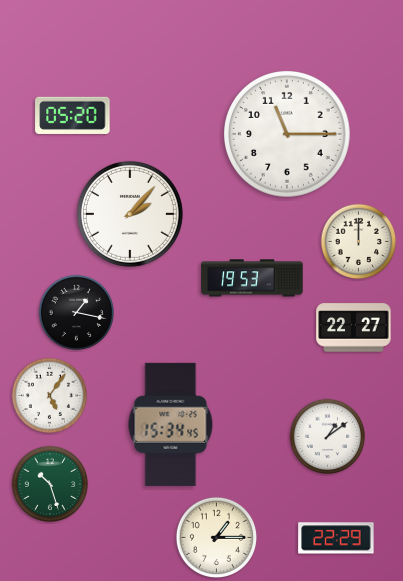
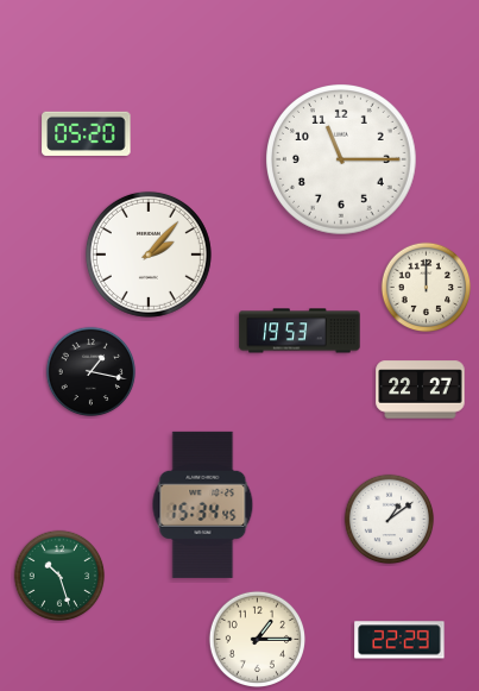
clock at (73, 115) position: (73, 115) -> (87, 133)
clock at (130, 214) position: (130, 214) -> (149, 255)
clock at (50, 396): 5:06 -> none
